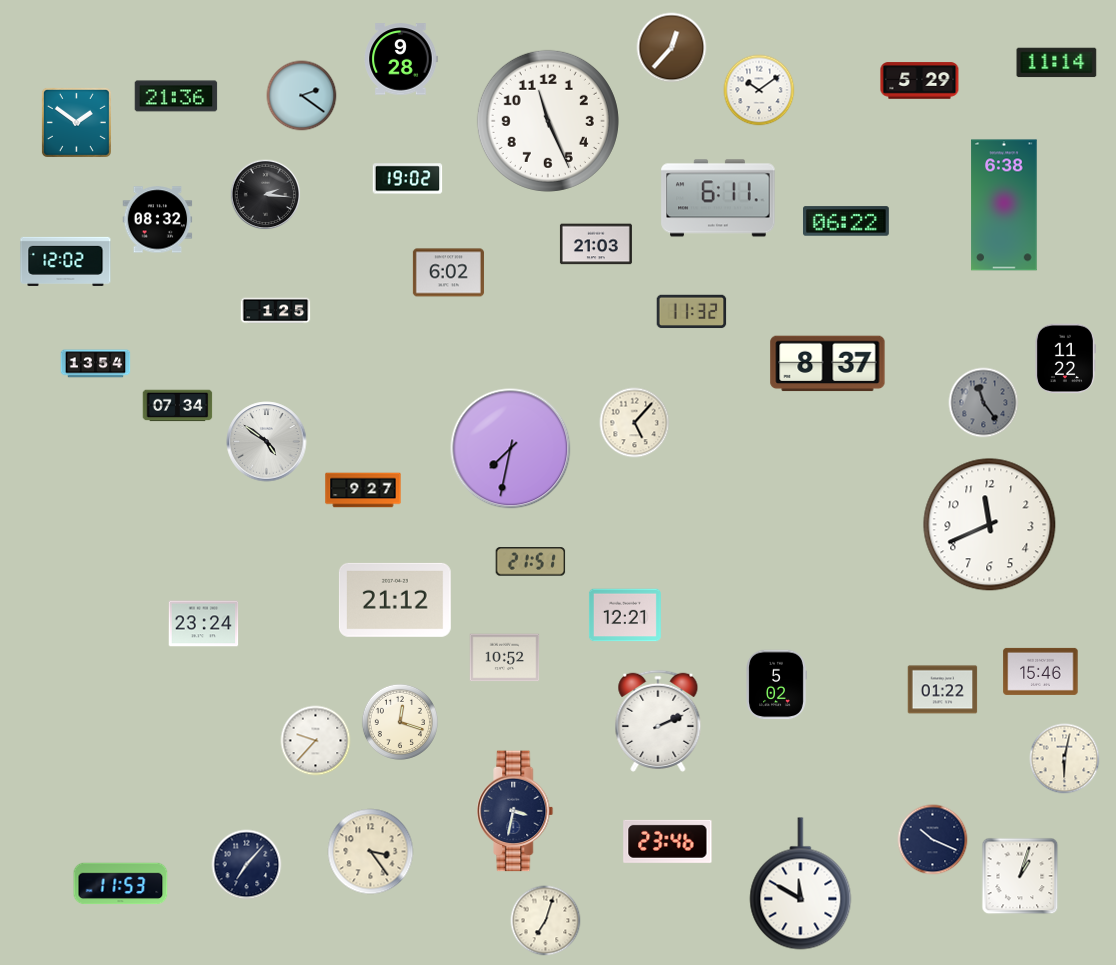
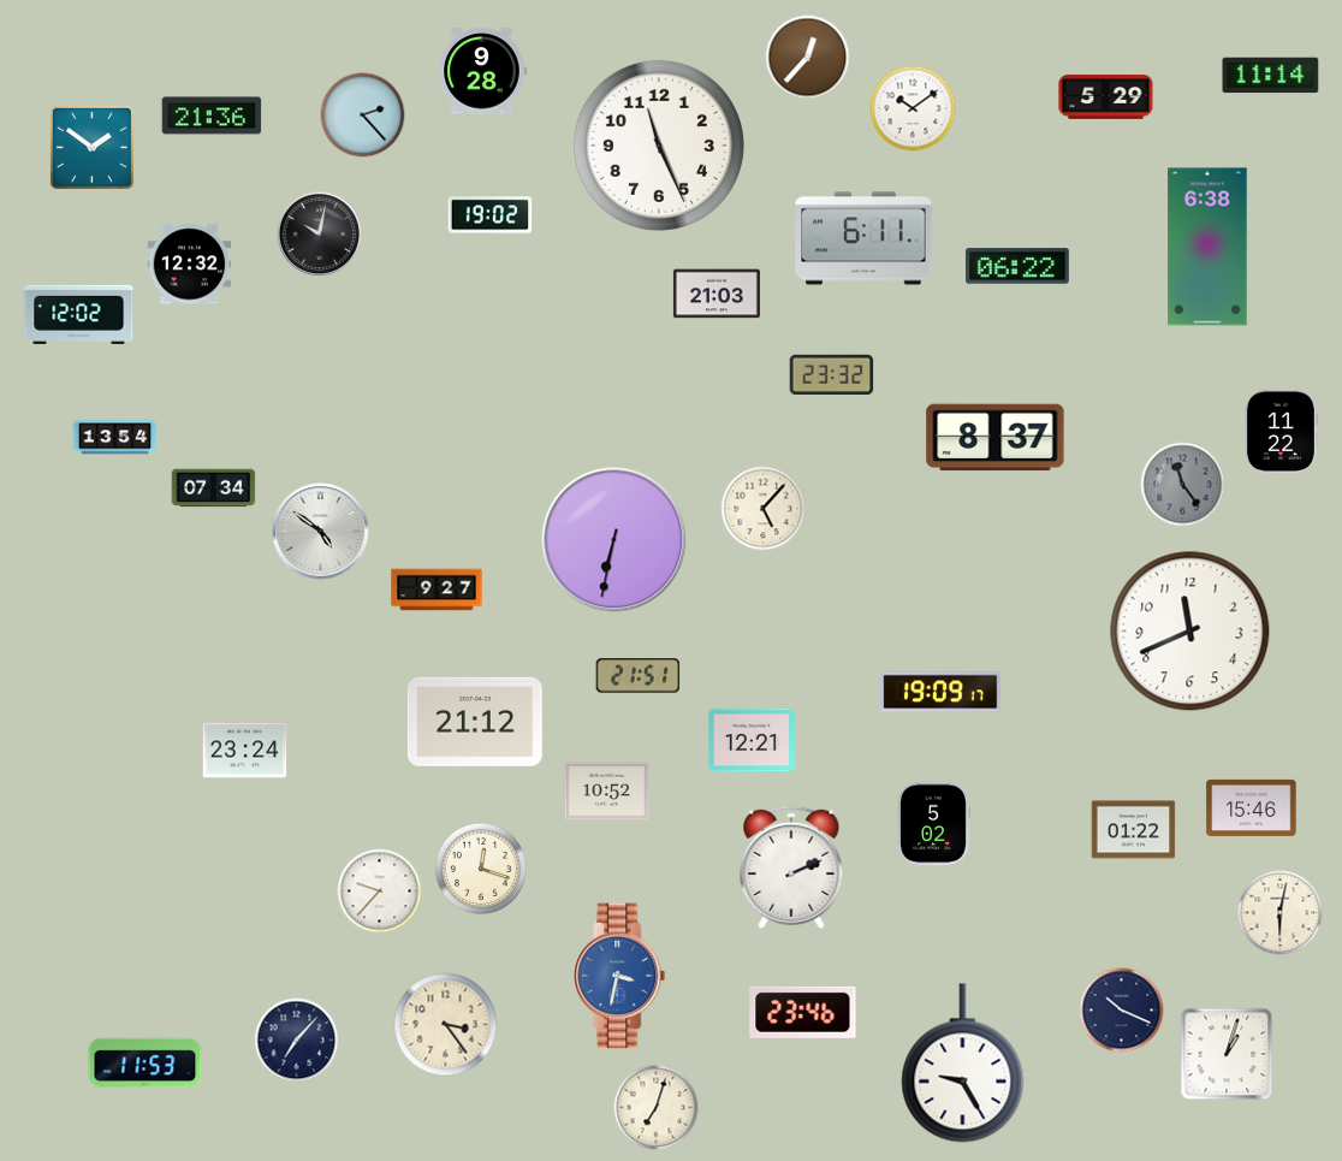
clock at (302, 96): 2:21 -> 2:23
clock at (266, 195): 2:16 -> 10:02
clock at (158, 220): 08:32 -> 12:32
clock at (448, 273): 6:02 -> none
clock at (276, 311): 1:25 -> none
clock at (692, 312): 11:32 -> 23:32
clock at (511, 449): 7:32 -> 6:32
clock at (940, 692): none -> 19:09
clock at (515, 811) dial: navy -> blue
clock at (801, 884): 11:50 -> 9:25
